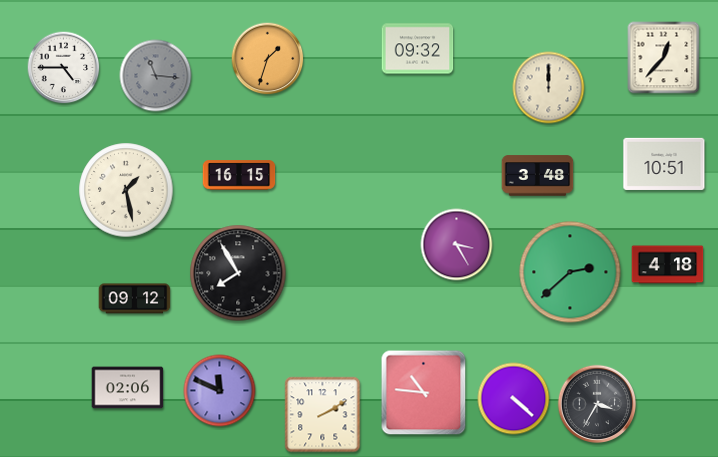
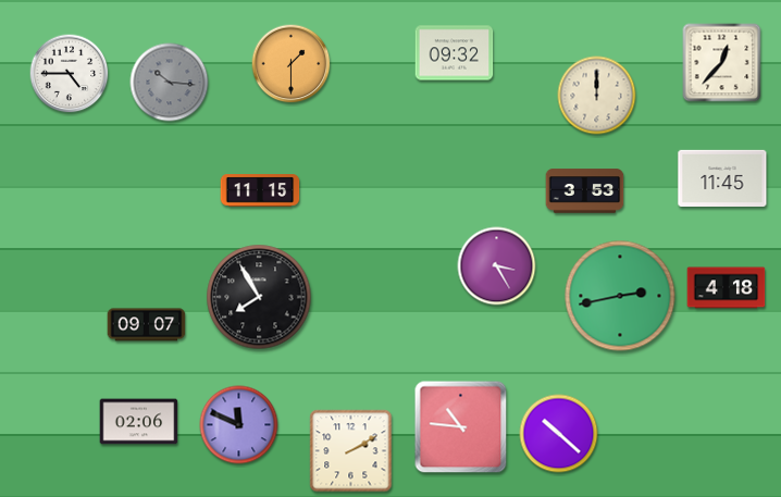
clock at (268, 59): 1:33 -> 1:30
clock at (156, 76): 11:16 -> 10:16
clock at (664, 164): 10:51 -> 11:45
clock at (239, 175): 16:15 -> 11:15
clock at (538, 176): 3:48 -> 3:53
clock at (126, 190): 1:28 -> none
clock at (570, 272): 2:38 -> 2:43
clock at (135, 299): 09:12 -> 09:07
clock at (514, 399): 4:22 -> 10:22
clock at (597, 404): 3:35 -> none
